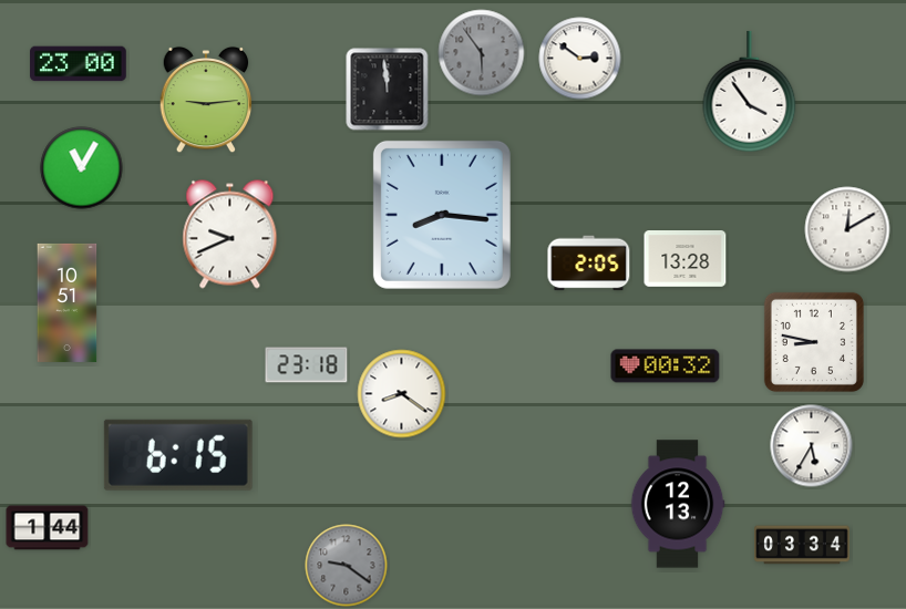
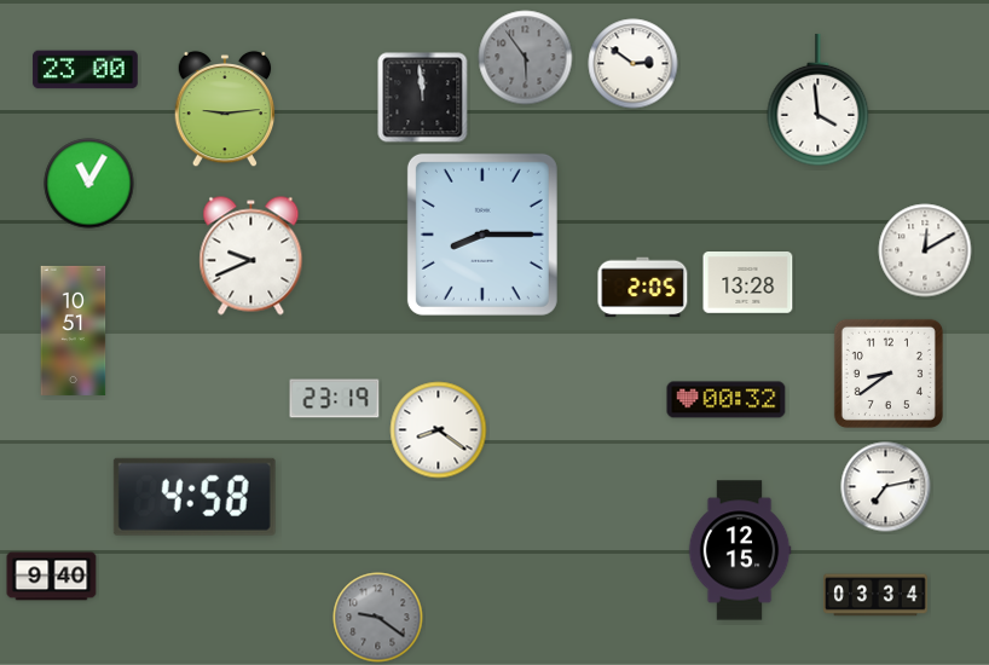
clock at (750, 92): 3:54 -> 3:59
clock at (442, 215): 8:16 -> 8:15
clock at (814, 342): 8:47 -> 8:39
clock at (307, 365): 23:18 -> 23:19
clock at (812, 446): 5:35 -> 7:13
clock at (178, 455): 6:15 -> 4:58
clock at (678, 504): 12:13 -> 12:15
clock at (48, 528): 1:44 -> 9:40
